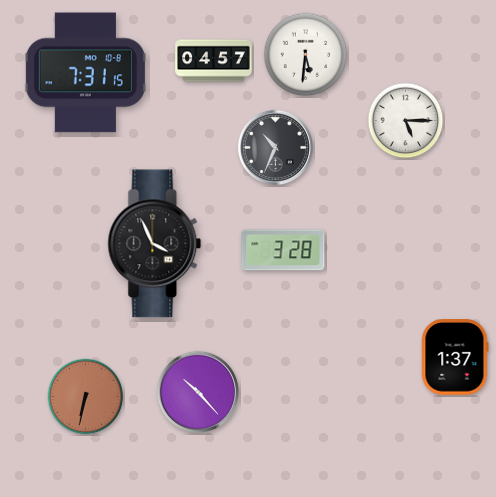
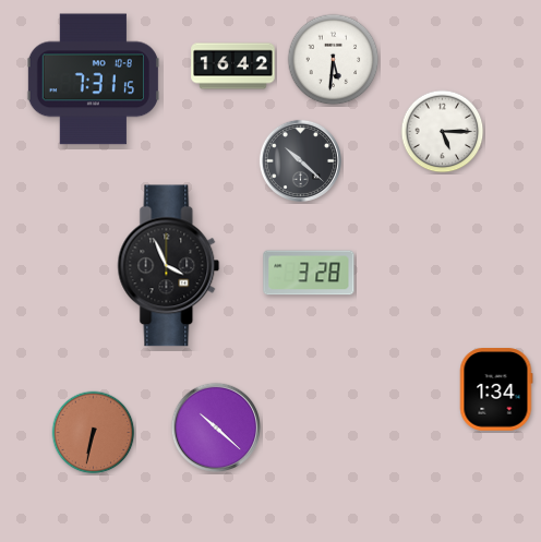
clock at (214, 61): 04:57 -> 16:42
clock at (275, 147): 10:34 -> 10:22
clock at (455, 357): 1:37 -> 1:34
clock at (198, 392): 10:23 -> 10:22
